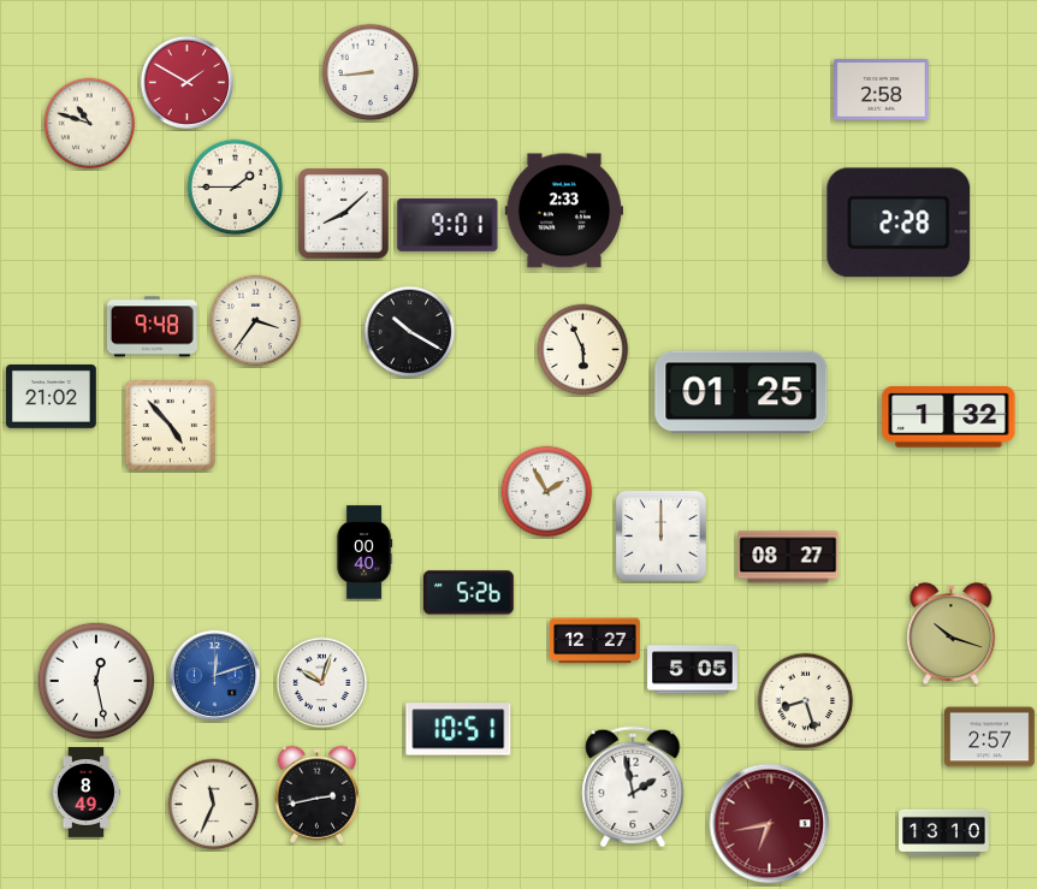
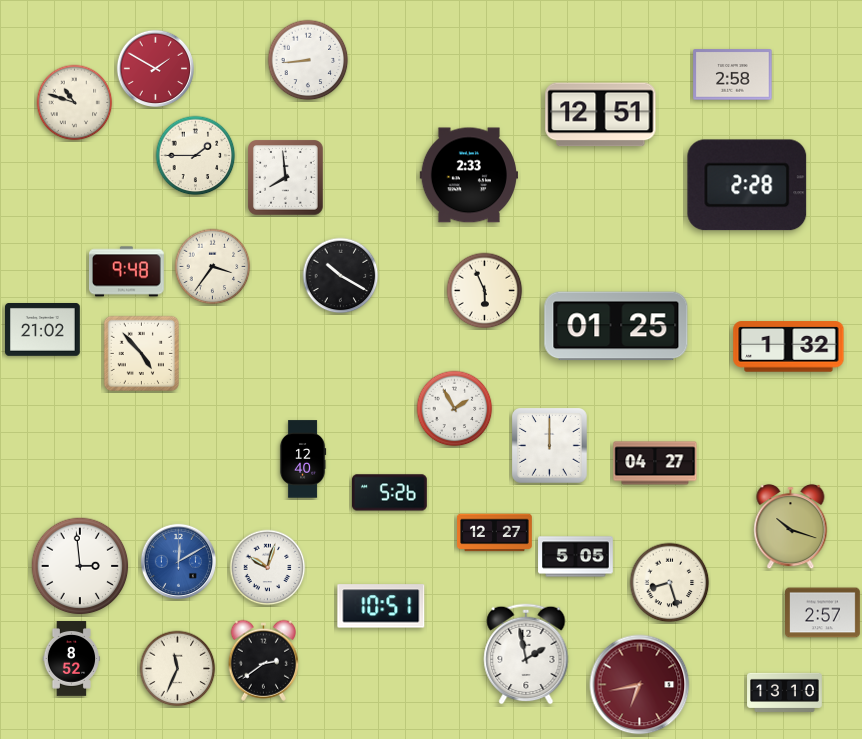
clock at (601, 115): none -> 12:51
clock at (344, 214): 8:08 -> 7:59
clock at (448, 225): 9:01 -> none
clock at (365, 552): 00:40 -> 12:40
clock at (788, 557): 08:27 -> 04:27
clock at (214, 675): 12:12 -> 12:10
clock at (96, 681): 12:28 -> 2:59
clock at (85, 793): 8:49 -> 8:52
clock at (316, 794): 2:43 -> 2:39
